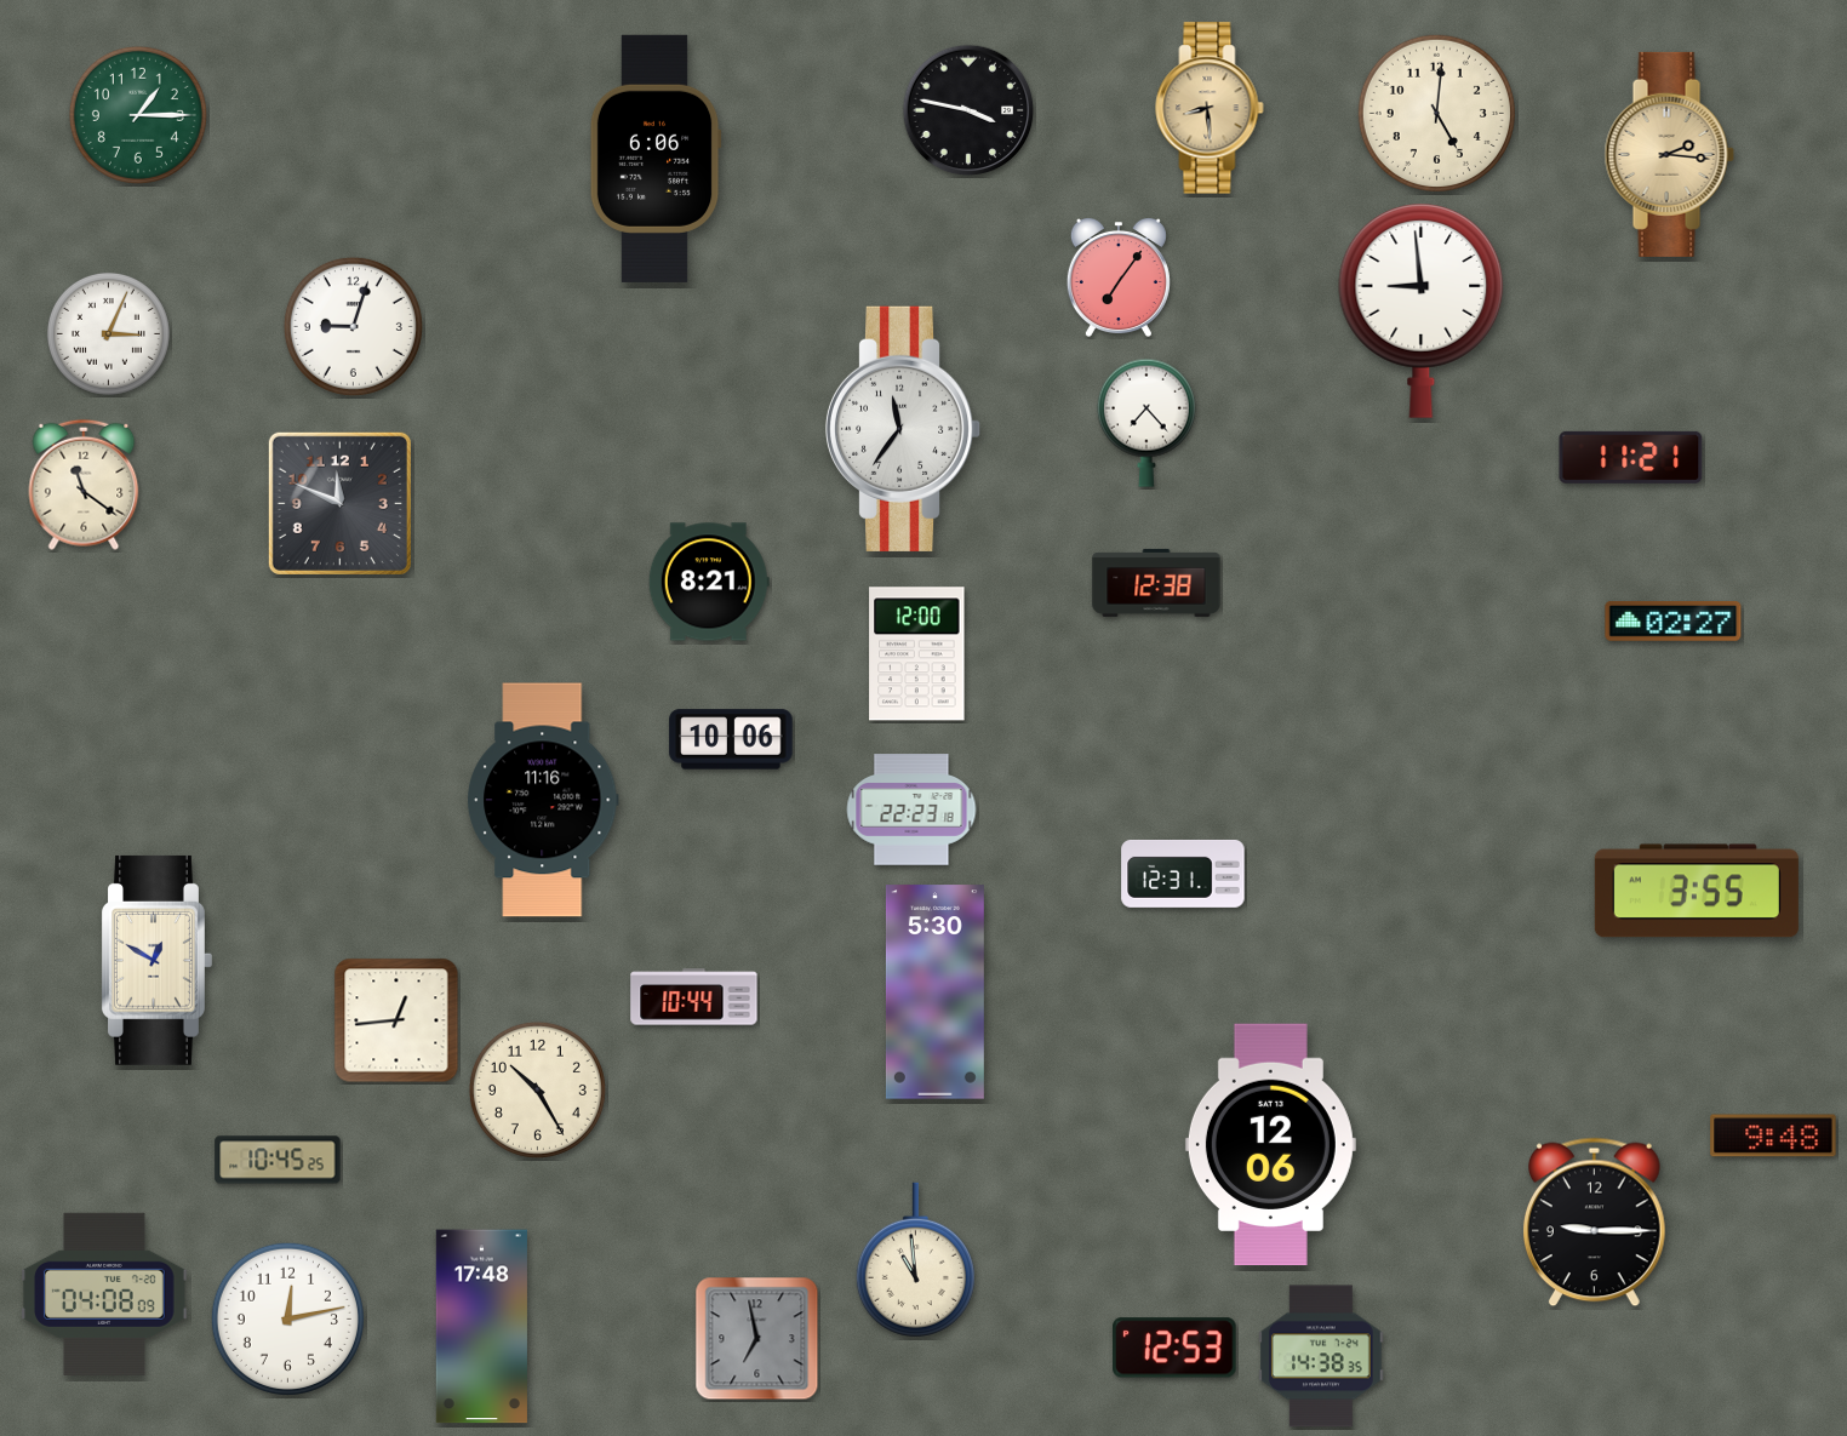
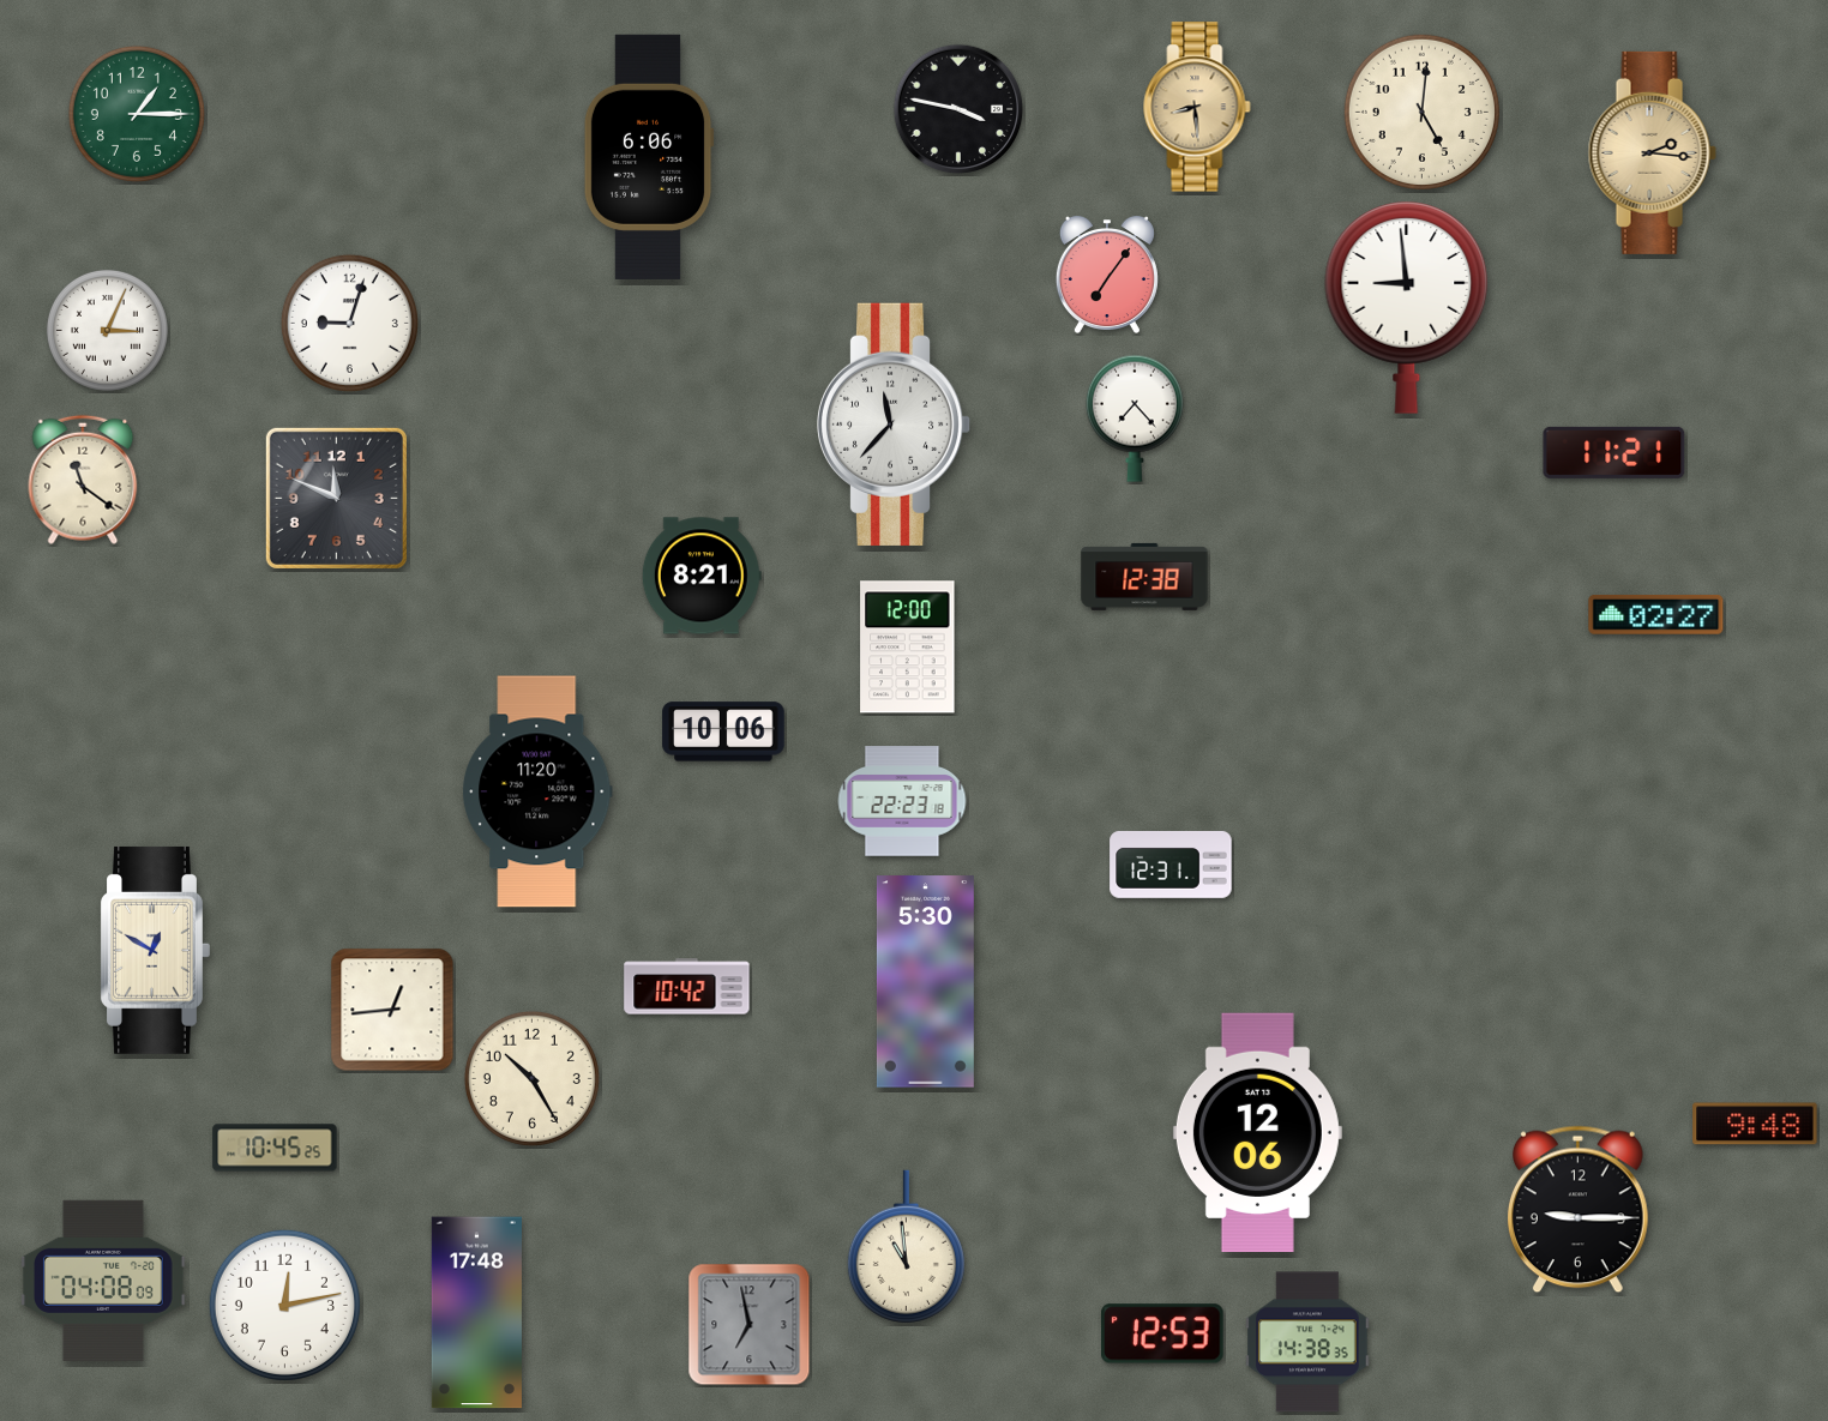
clock at (903, 429): 11:36 -> 11:37
clock at (544, 800): 11:16 -> 11:20
clock at (1697, 891): 3:55 -> none
clock at (694, 997): 10:44 -> 10:42
